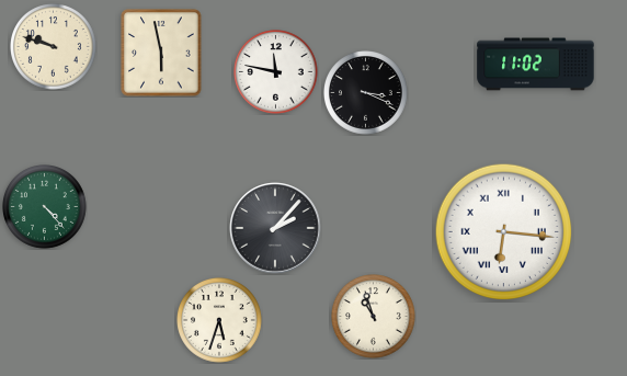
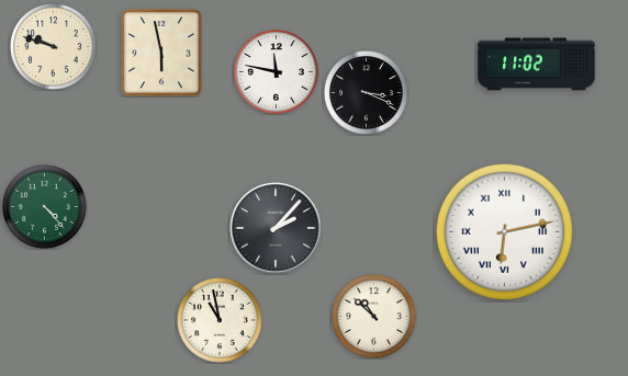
clock at (504, 232): 6:16 -> 6:13
clock at (374, 317): 10:57 -> 10:52
clock at (220, 321): 5:33 -> 10:58
